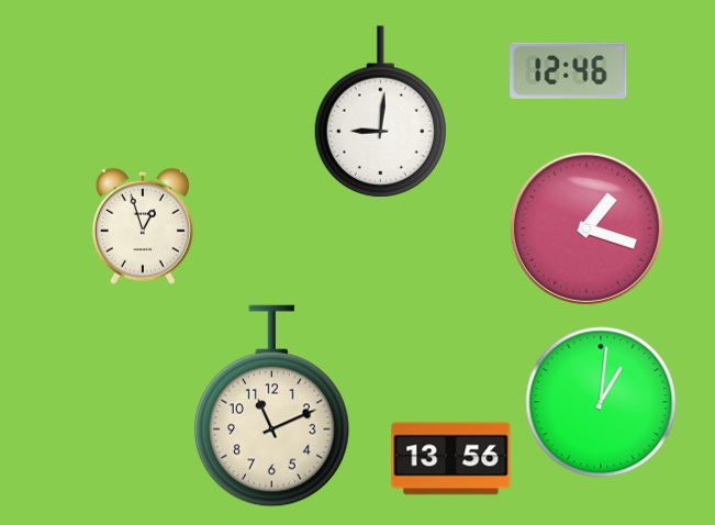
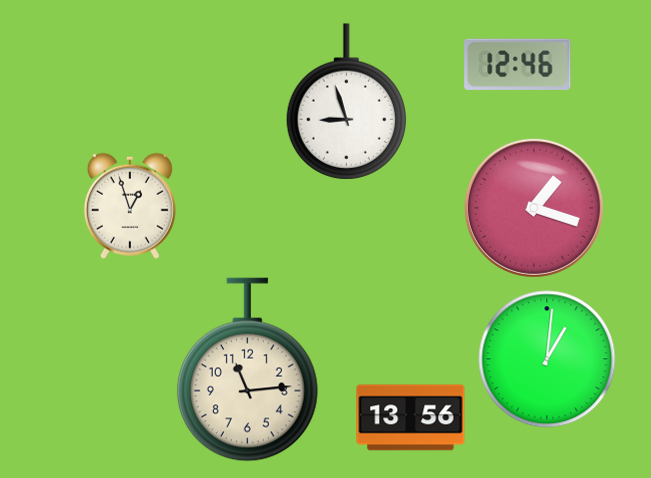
clock at (380, 112): 9:01 -> 8:57
clock at (601, 402) position: (601, 402) -> (547, 359)
clock at (271, 406): 11:11 -> 11:14
